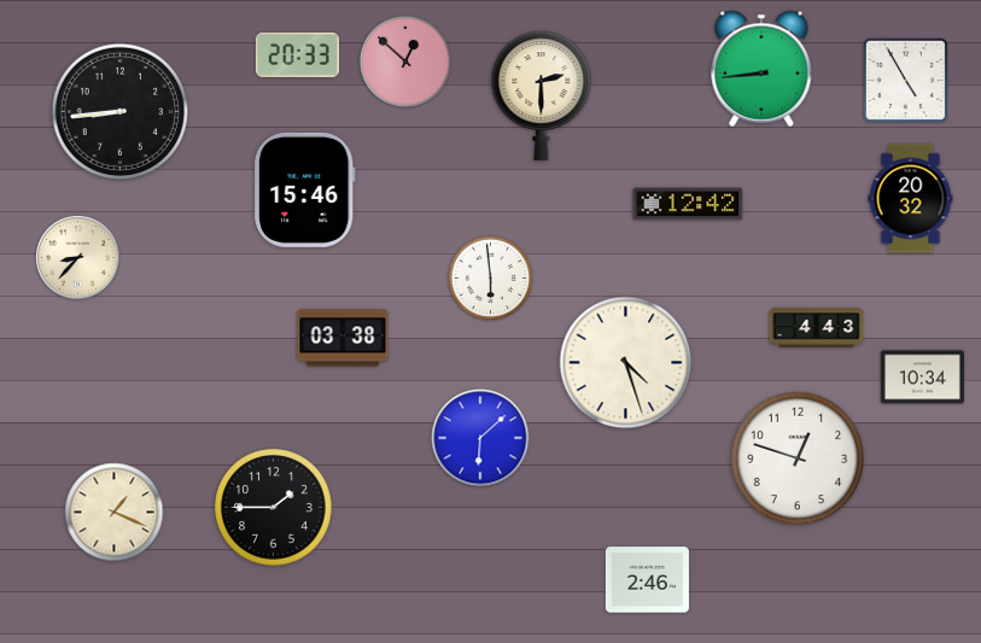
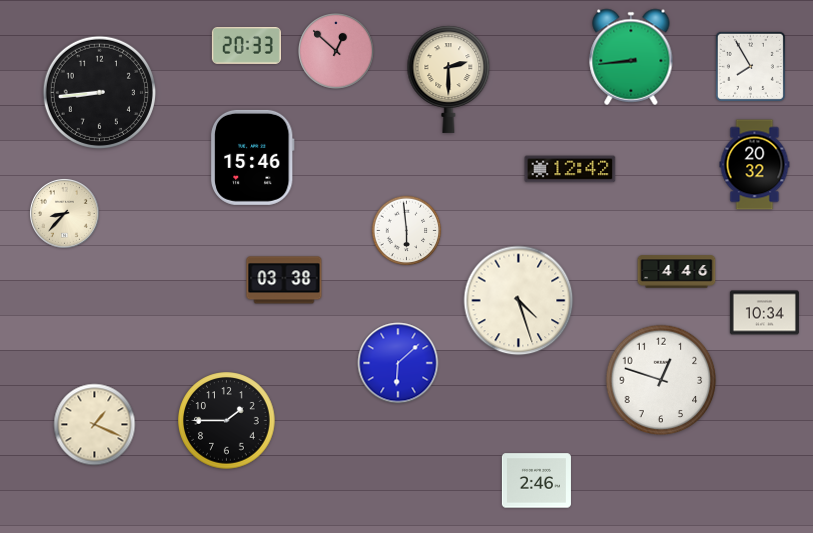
clock at (905, 80): 4:55 -> 7:55
clock at (817, 328): 4:43 -> 4:46
